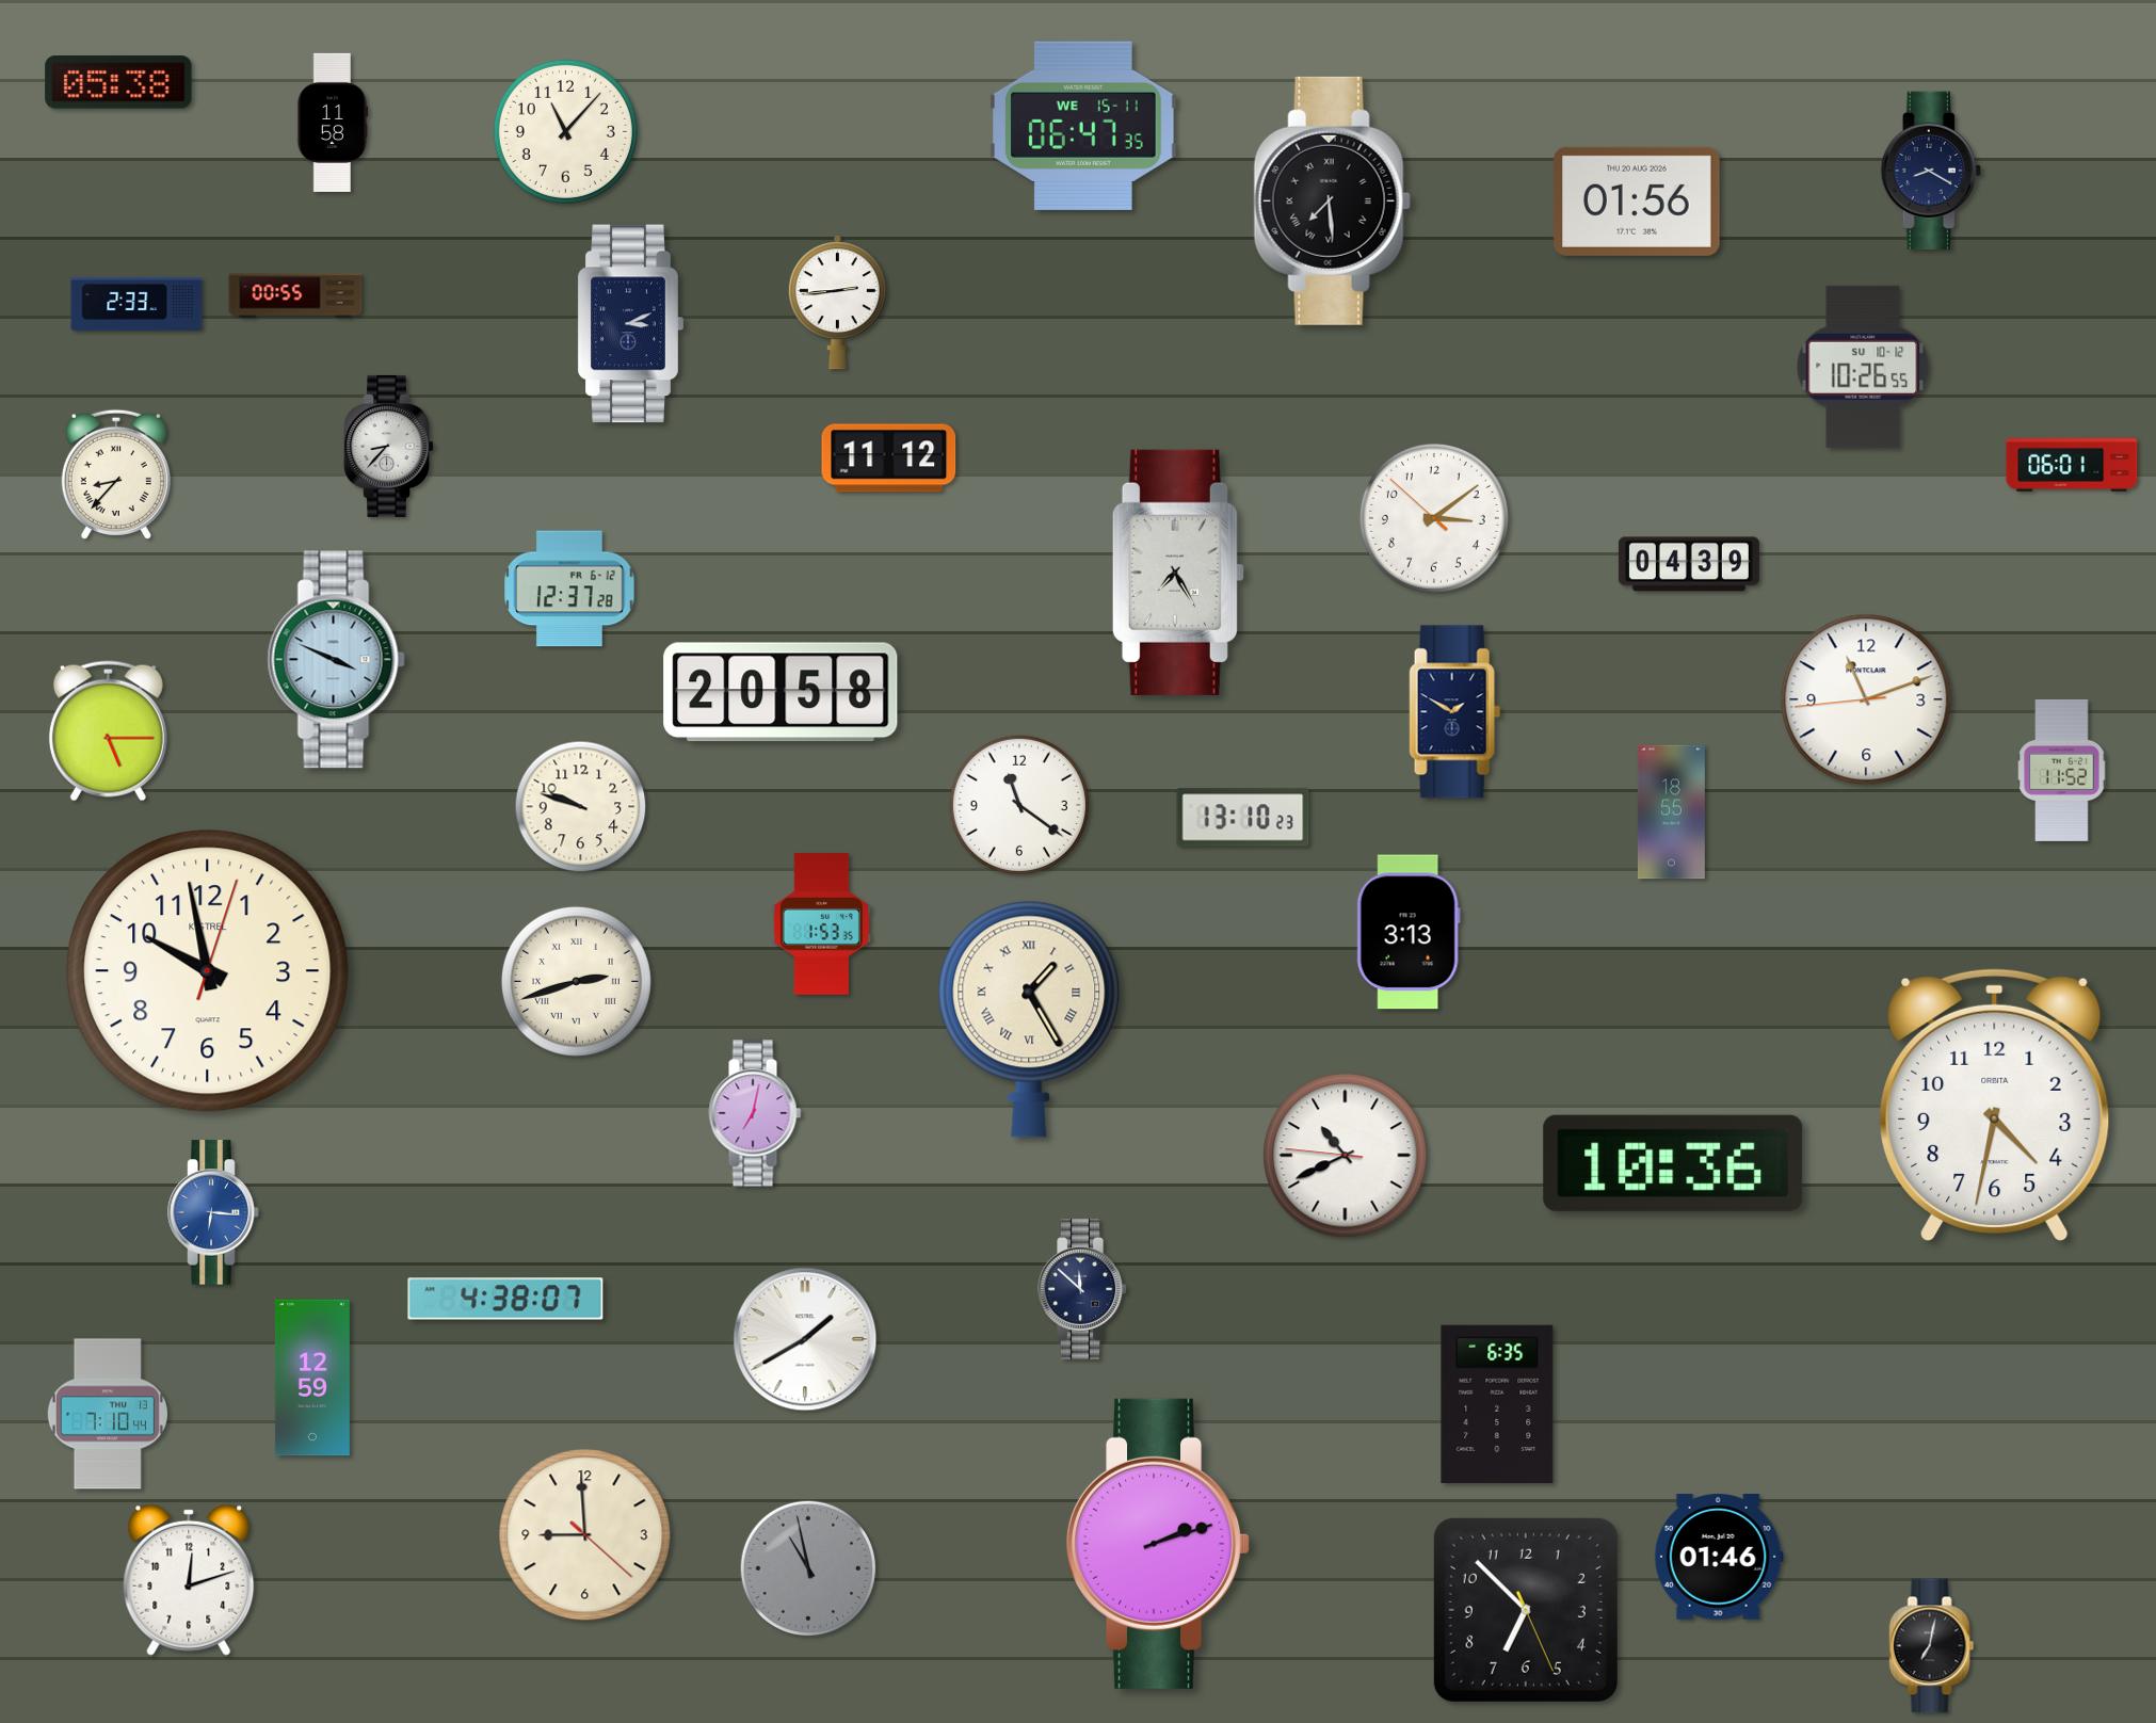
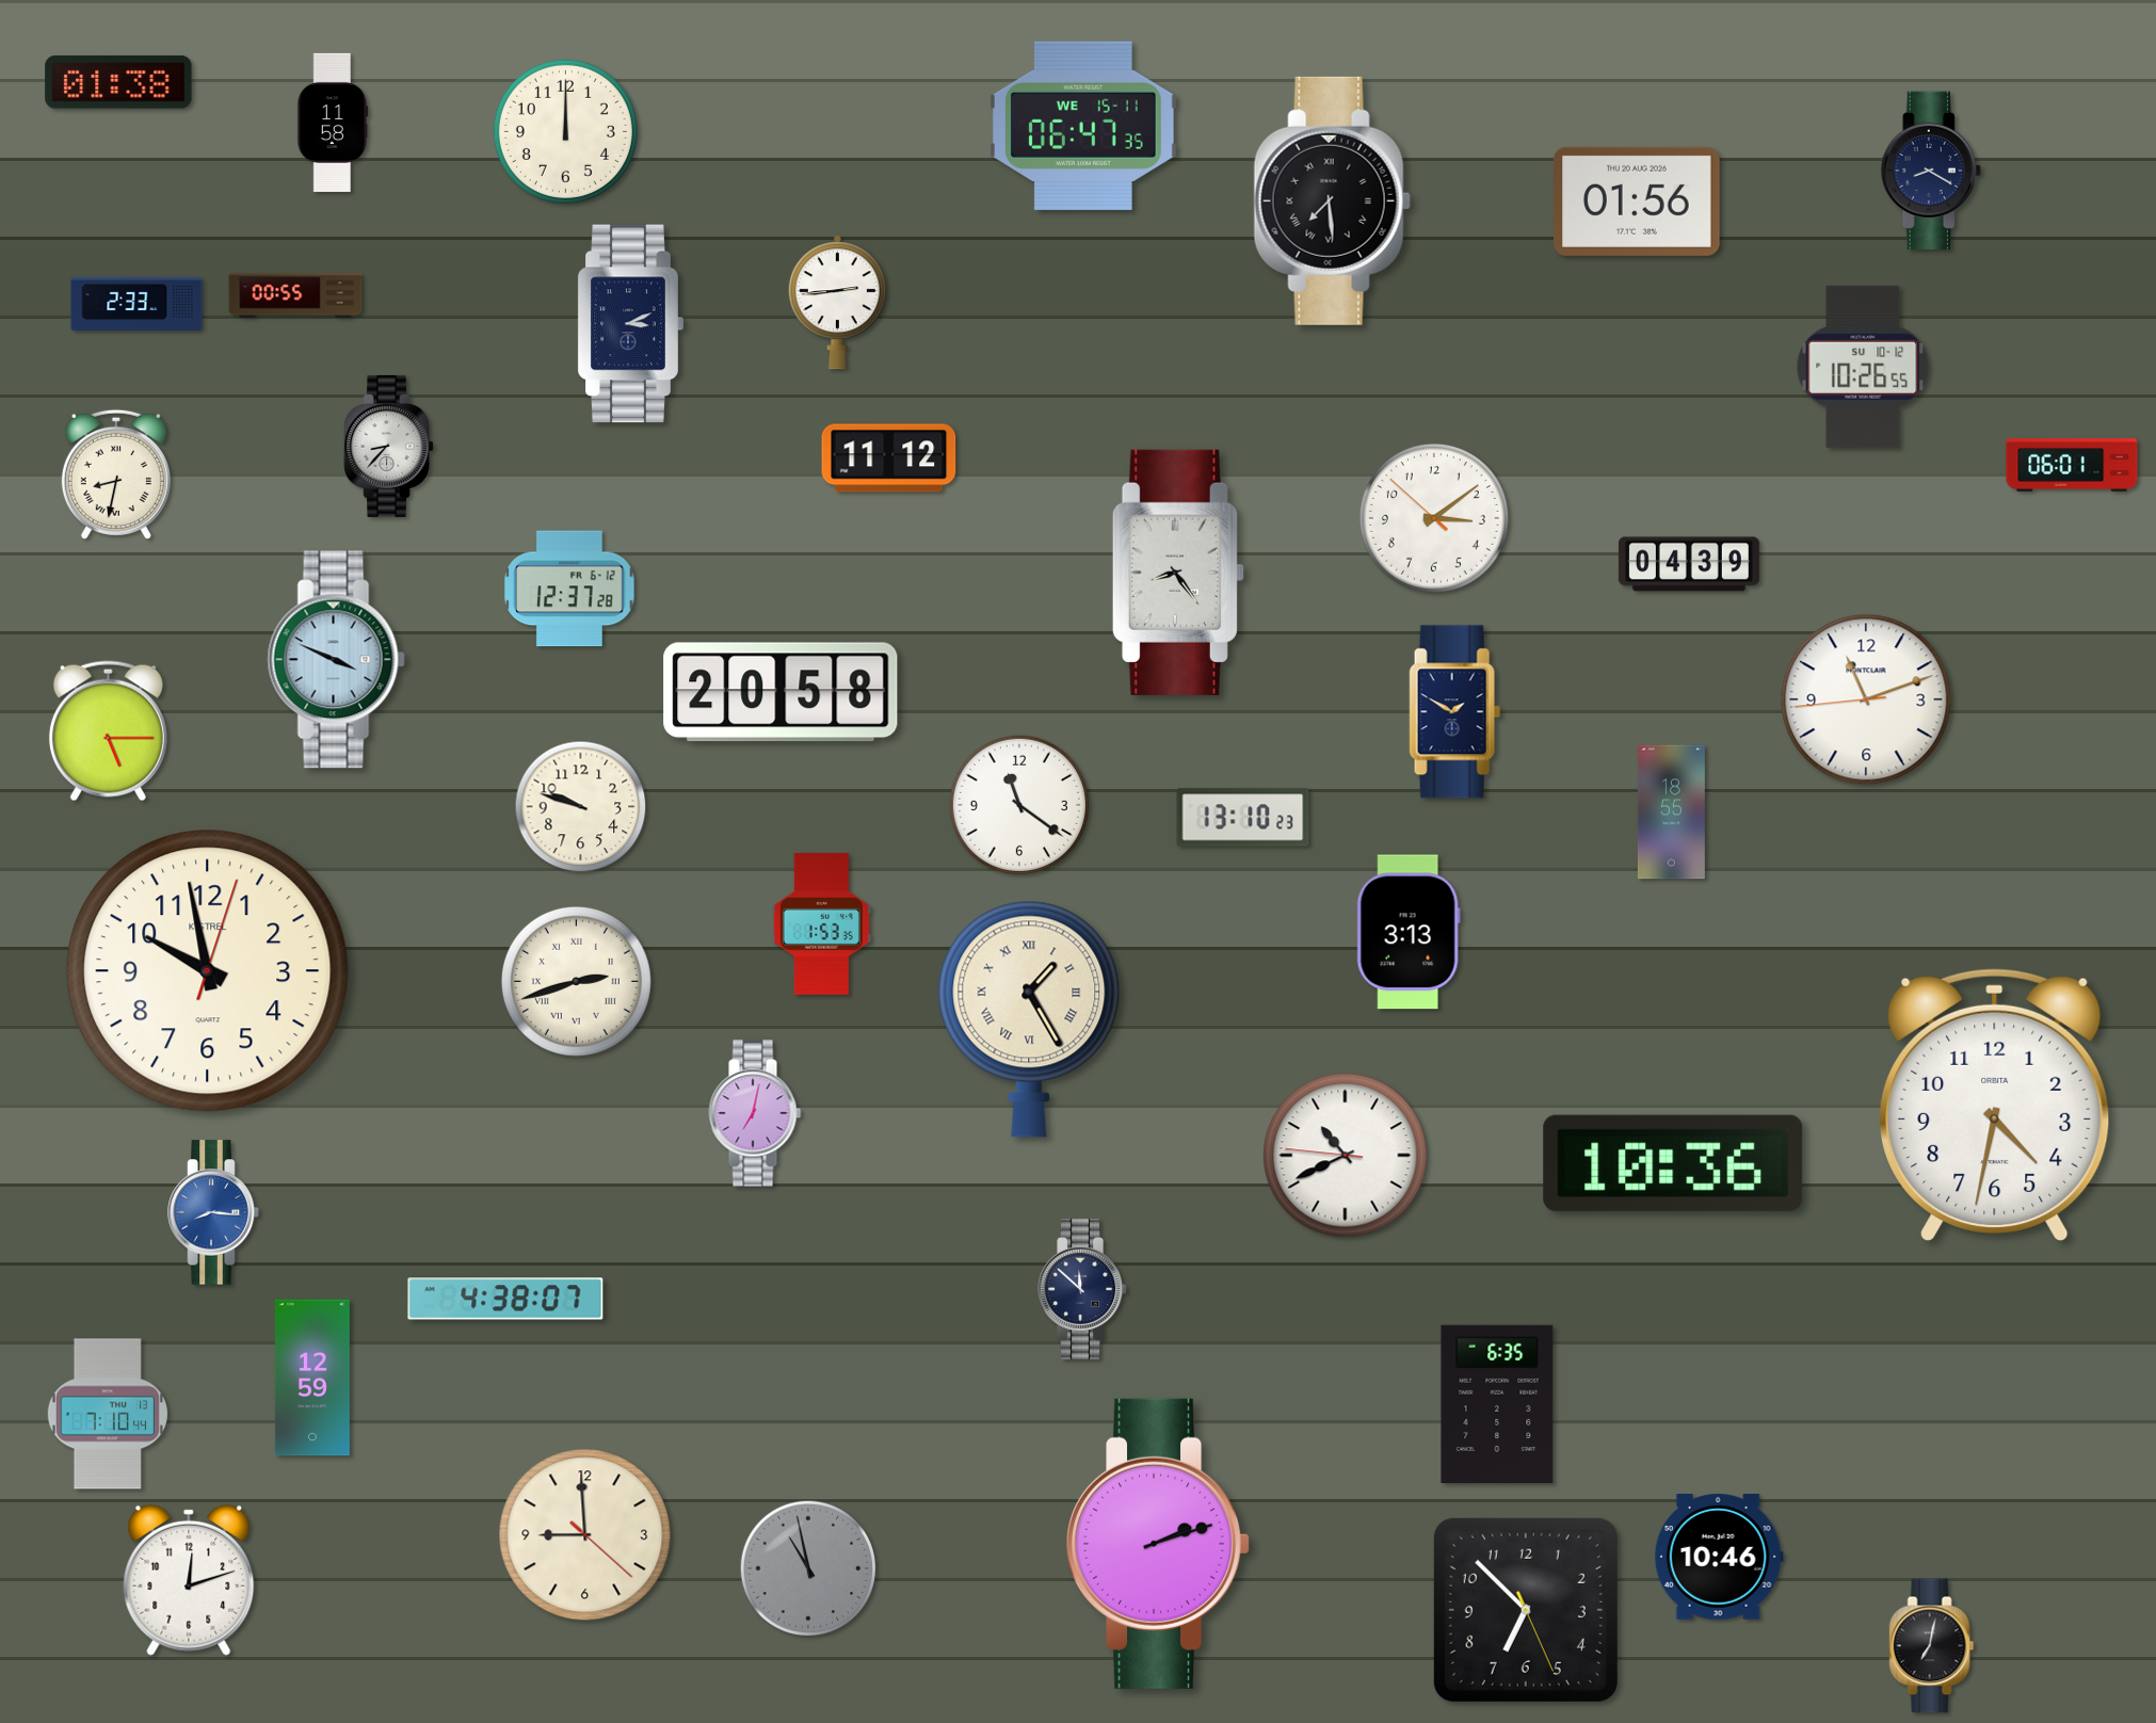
clock at (118, 82): 05:38 -> 01:38
clock at (565, 131): 11:07 -> 12:00
clock at (116, 474): 8:37 -> 8:32
clock at (1178, 573): 7:25 -> 8:24
clock at (2062, 770): 11:52 -> none
clock at (213, 1212): 6:16 -> 8:16
clock at (805, 1339): 1:40 -> none
clock at (1719, 1557): 01:46 -> 10:46
